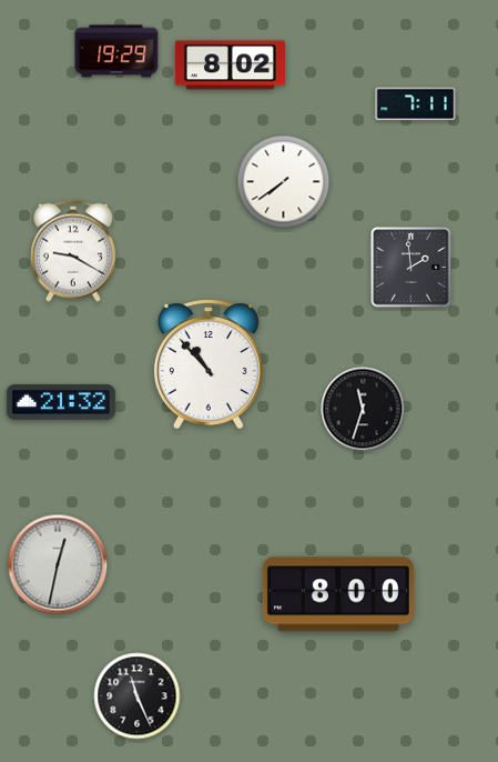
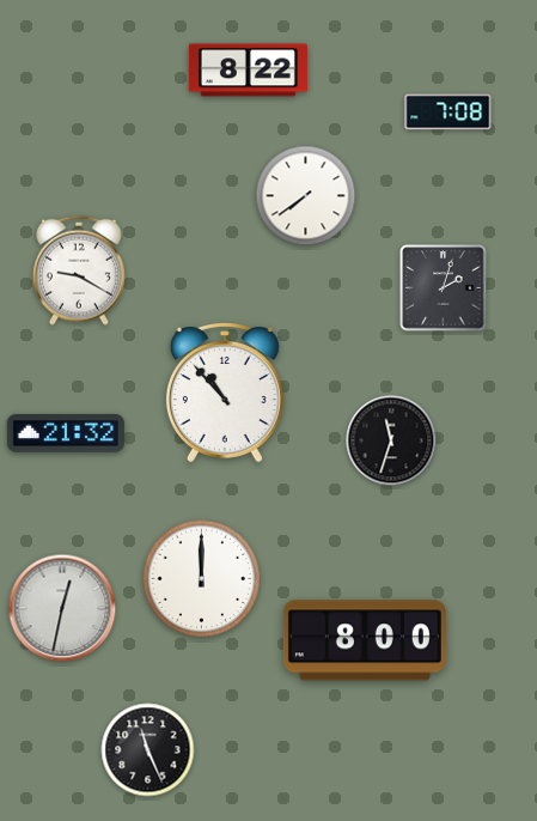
clock at (116, 51): 19:29 -> none
clock at (230, 66): 8:02 -> 8:22
clock at (416, 104): 7:11 -> 7:08
clock at (411, 268): 1:59 -> 2:03
clock at (202, 579): none -> 12:00
